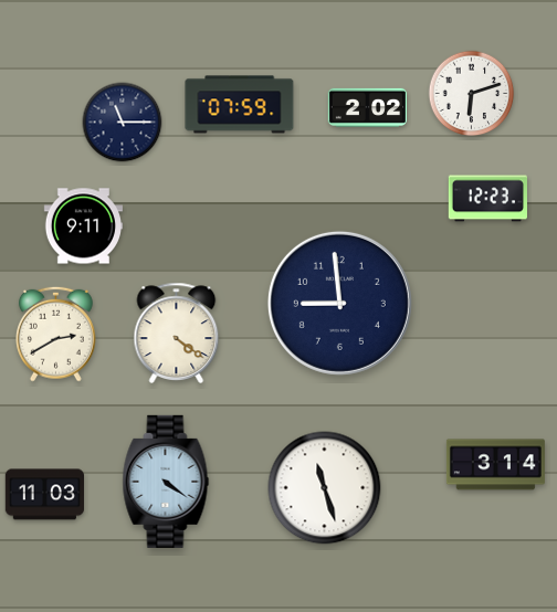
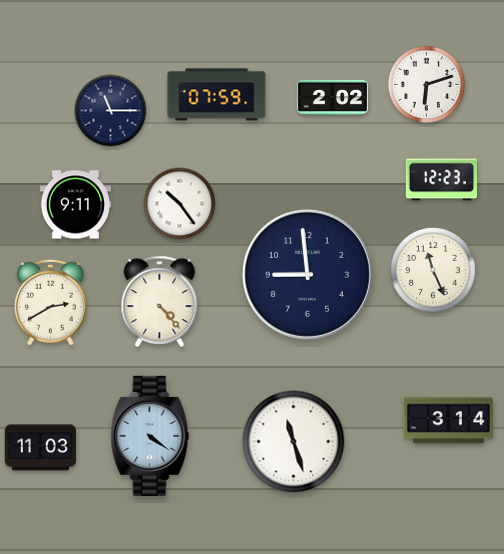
clock at (180, 204): none -> 10:24
clock at (433, 270): none -> 11:26
clock at (177, 333): 4:21 -> 4:23
